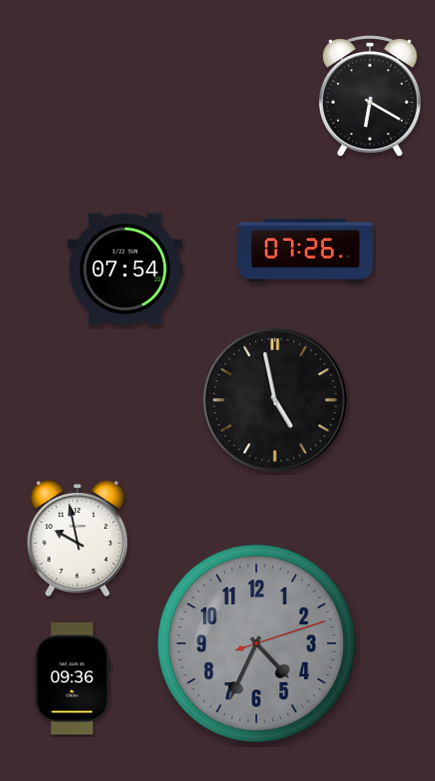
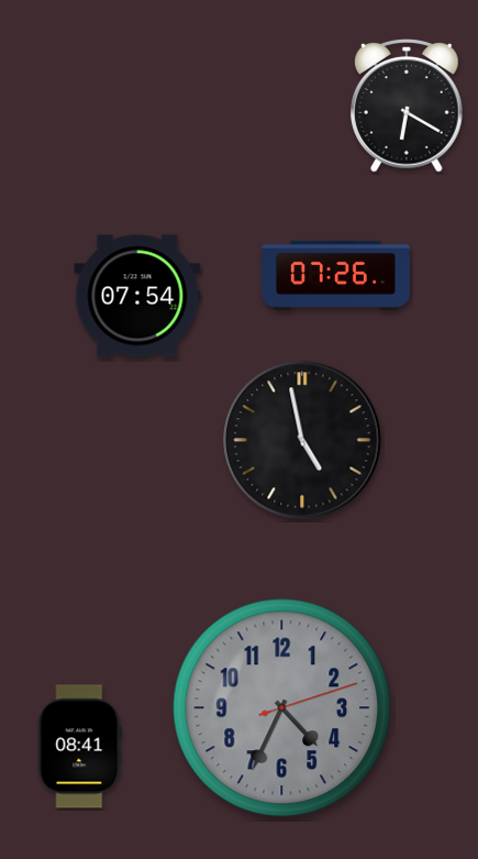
clock at (78, 538): 9:58 -> none
clock at (73, 679): 09:36 -> 08:41
